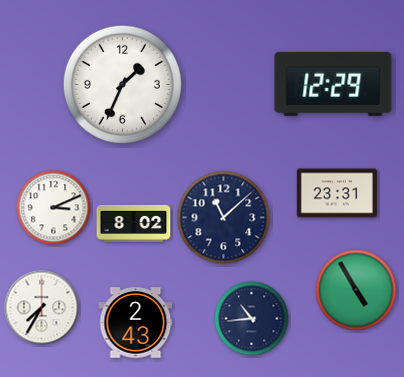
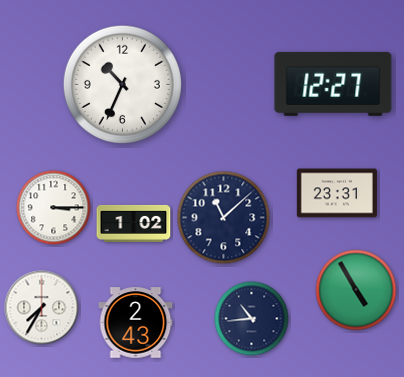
clock at (122, 84): 1:34 -> 10:34
clock at (333, 84): 12:29 -> 12:27
clock at (54, 208): 3:11 -> 3:15
clock at (134, 223): 8:02 -> 1:02
